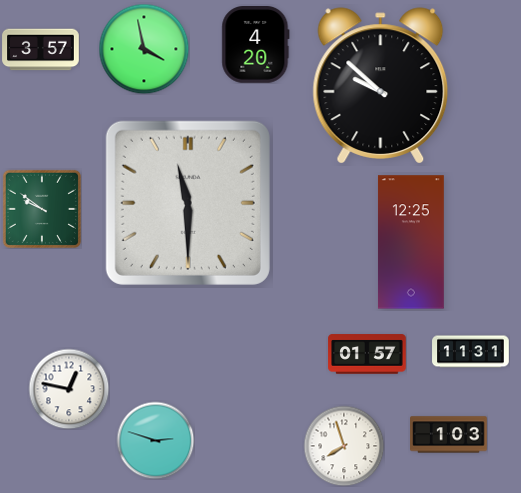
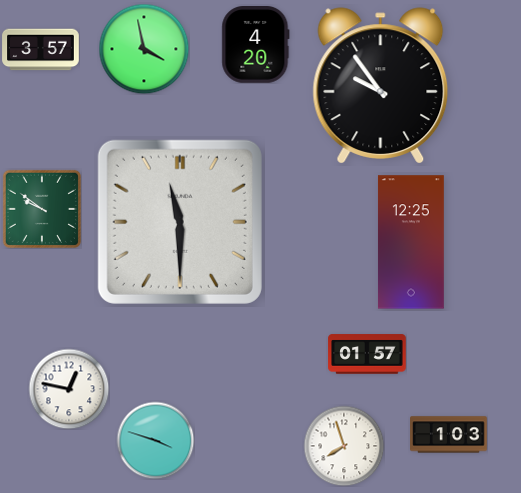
clock at (381, 86): 9:52 -> 9:54
clock at (188, 203) position: (188, 203) -> (180, 222)
clock at (471, 352): 11:31 -> none
clock at (155, 440): 2:48 -> 3:48
